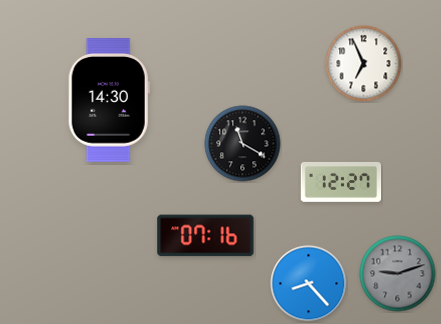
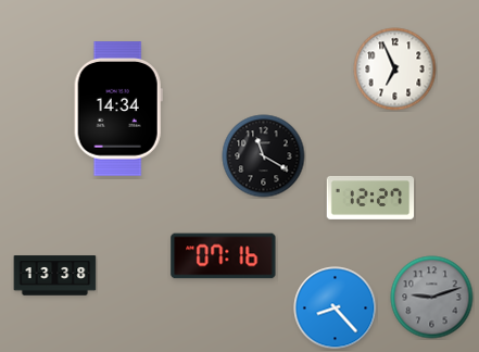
clock at (109, 100): 14:30 -> 14:34
clock at (55, 276): none -> 13:38
